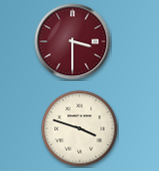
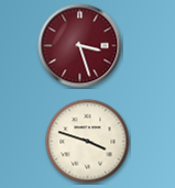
clock at (73, 42): 3:30 -> 3:27
